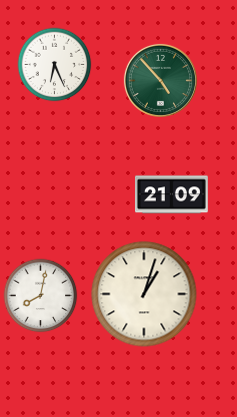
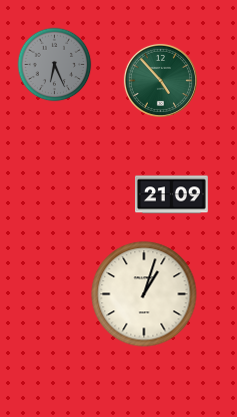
clock at (55, 65) dial: white -> grey
clock at (41, 296): 8:02 -> none
